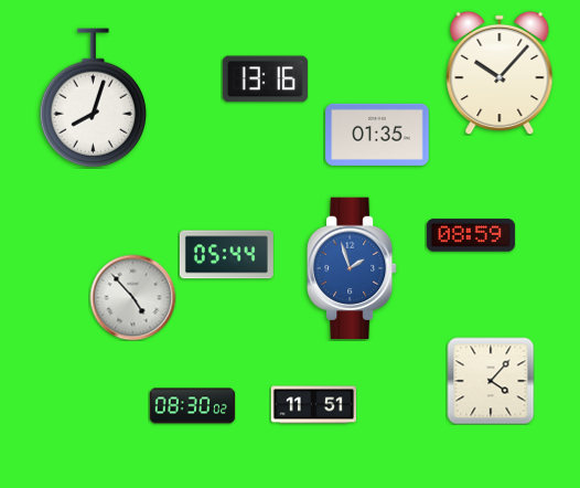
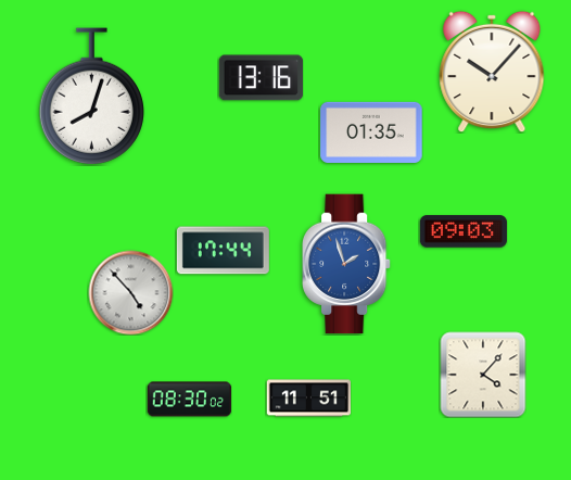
clock at (471, 235): 08:59 -> 09:03
clock at (226, 255): 05:44 -> 17:44
